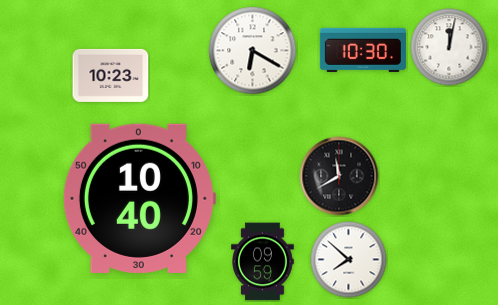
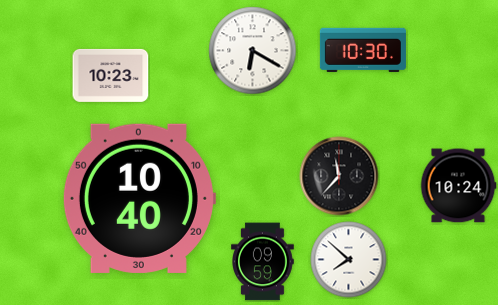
clock at (449, 47): 12:02 -> none
clock at (339, 176): 11:40 -> 11:37
clock at (458, 186): none -> 10:24
